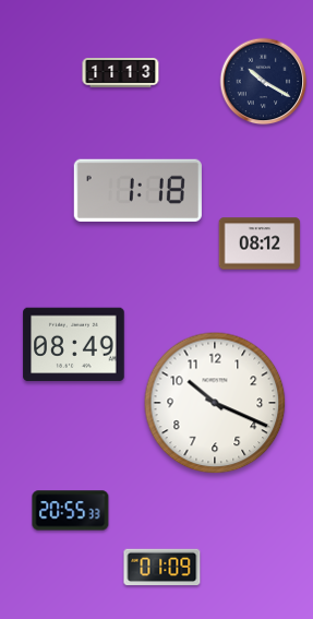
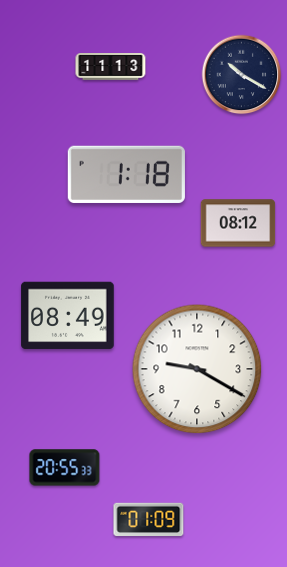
clock at (215, 403): 10:19 -> 9:20
